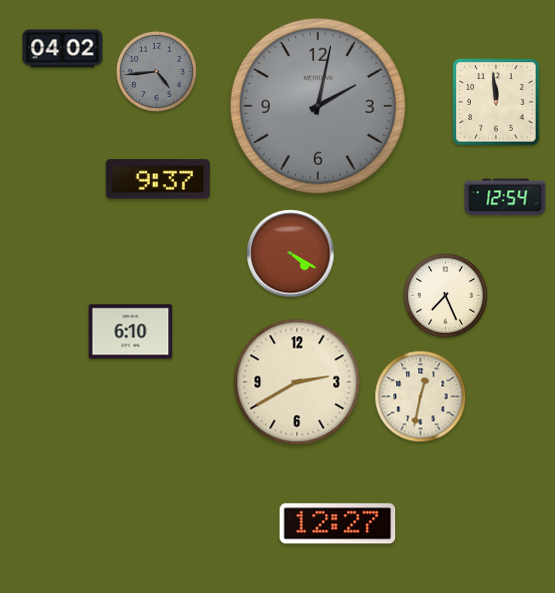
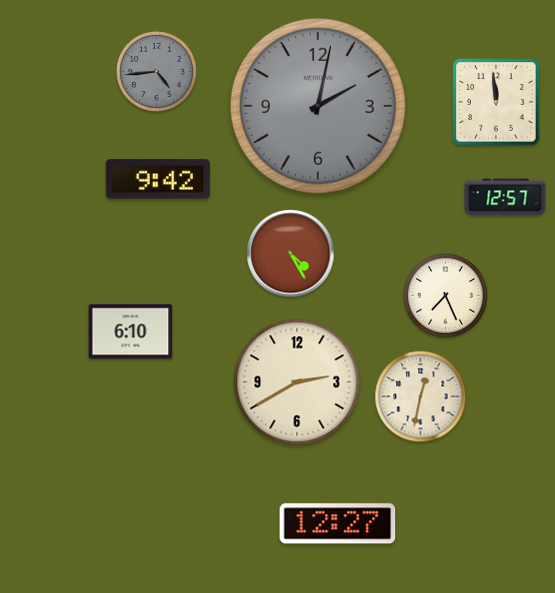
clock at (63, 49): 04:02 -> none
clock at (158, 179): 9:37 -> 9:42
clock at (505, 197): 12:54 -> 12:57
clock at (291, 254): 4:20 -> 4:25
